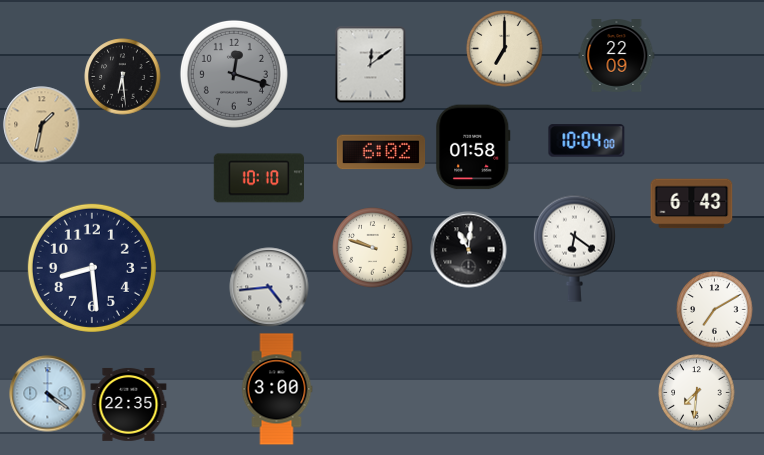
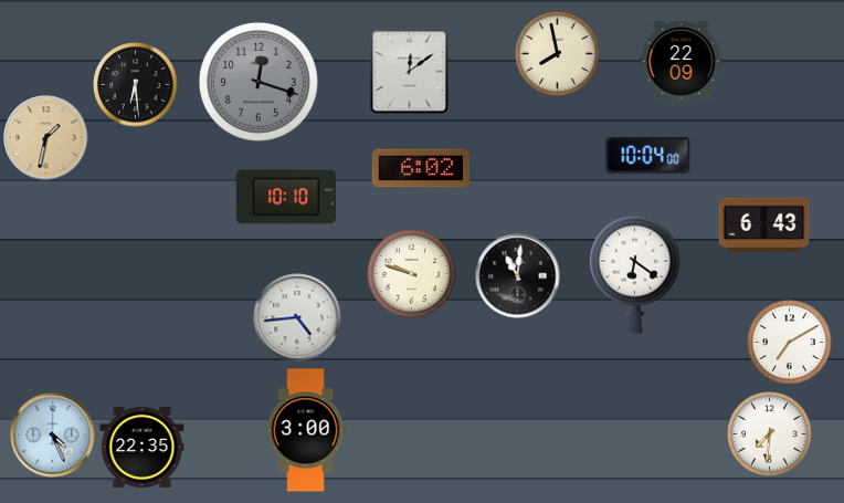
clock at (505, 49): 7:00 -> 7:58
clock at (473, 147): 01:58 -> none
clock at (92, 268): 8:29 -> none
clock at (48, 394): 4:21 -> 4:26
